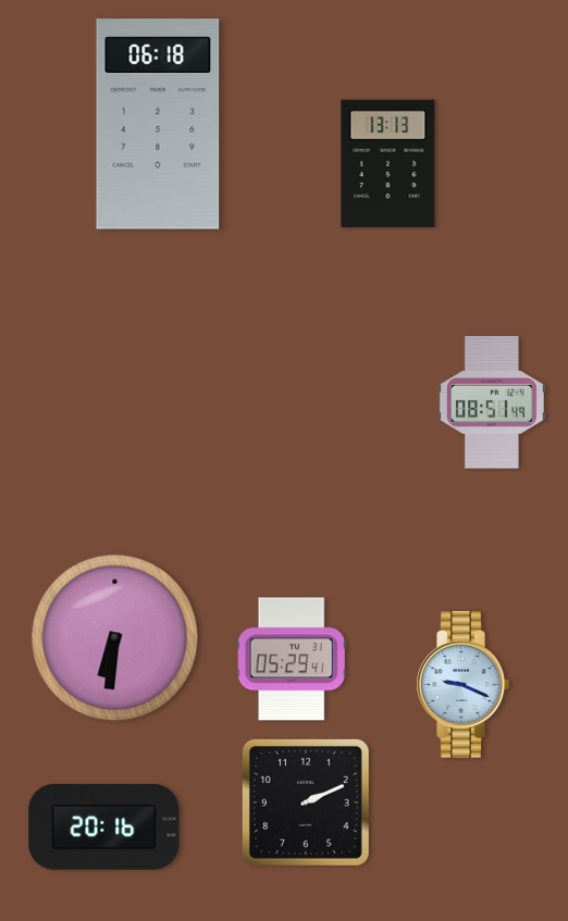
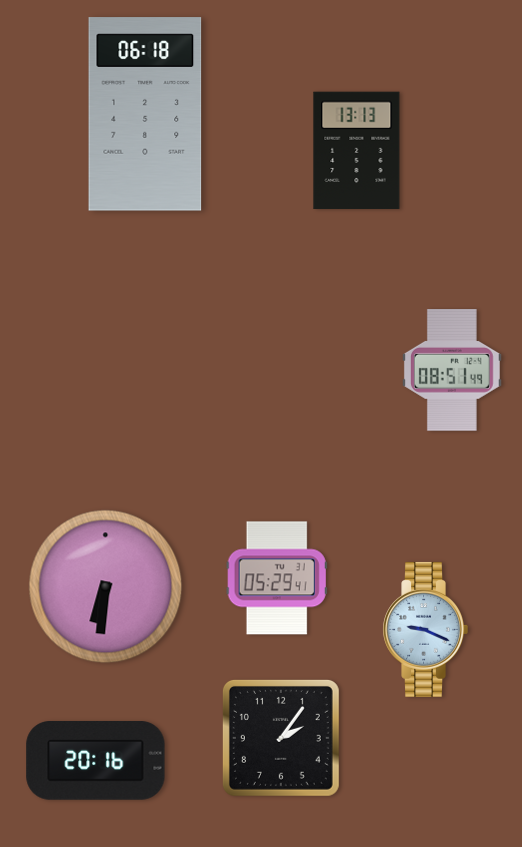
clock at (292, 659) position: (292, 659) -> (277, 578)
clock at (306, 802): 2:11 -> 2:06
